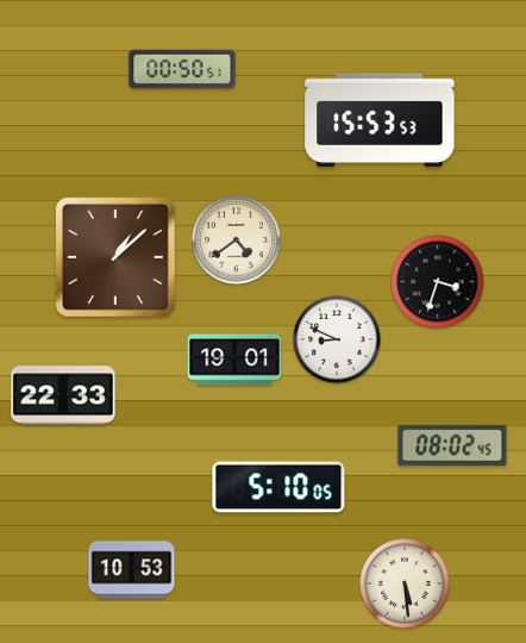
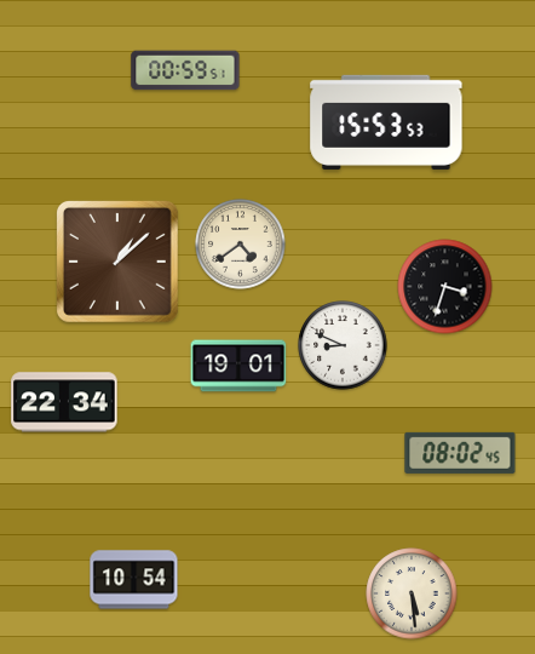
clock at (182, 69): 00:50 -> 00:59
clock at (63, 395): 22:33 -> 22:34
clock at (278, 487): 5:10 -> none
clock at (132, 570): 10:53 -> 10:54
